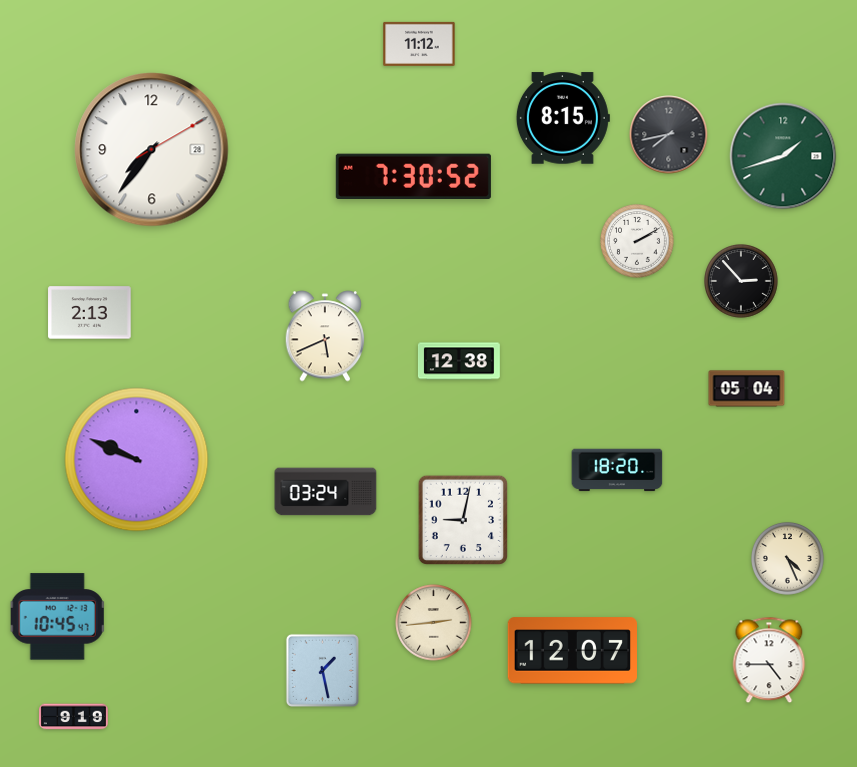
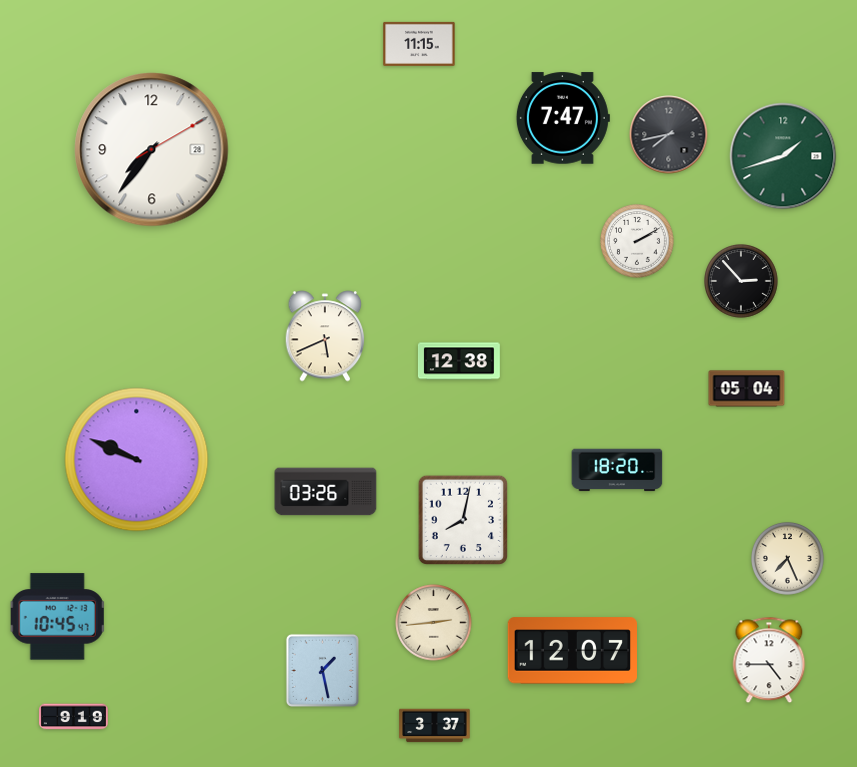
clock at (419, 44): 11:12 -> 11:15
clock at (563, 118): 8:15 -> 7:47
clock at (413, 176): 7:30 -> none
clock at (90, 313): 2:13 -> none
clock at (326, 492): 03:24 -> 03:26
clock at (463, 520): 9:02 -> 8:02
clock at (787, 558): 4:26 -> 7:26
clock at (435, 726): none -> 3:37
